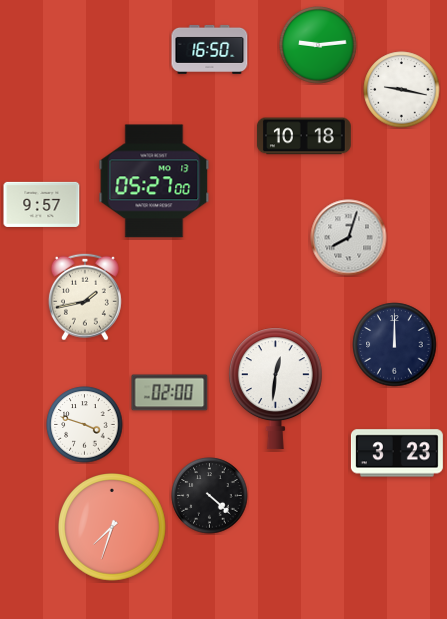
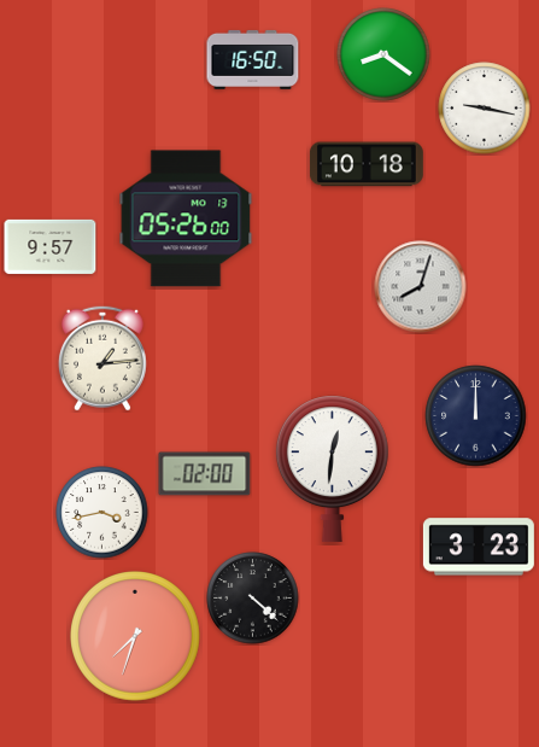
clock at (318, 45): 9:14 -> 8:21
clock at (154, 181): 05:27 -> 05:26
clock at (85, 297): 1:43 -> 1:14
clock at (85, 425): 3:48 -> 3:43
